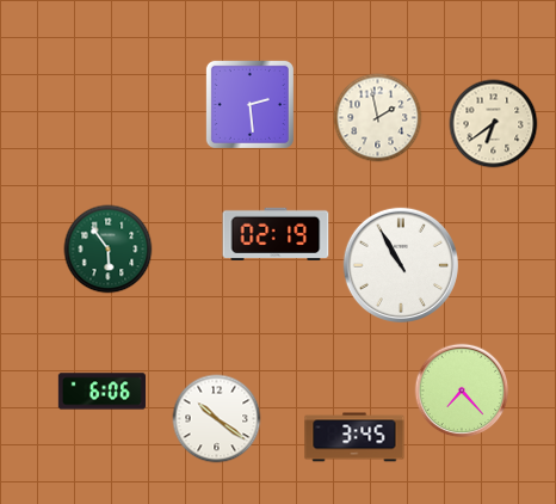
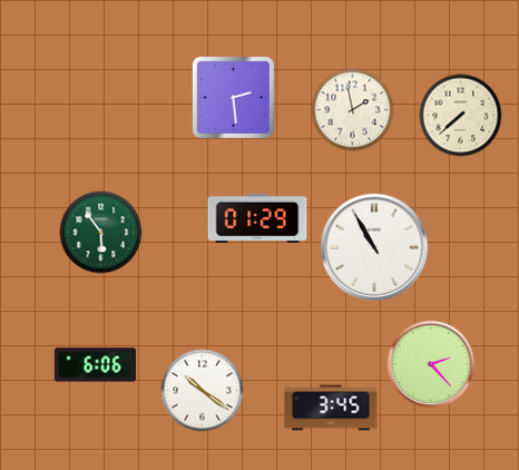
clock at (494, 124): 6:39 -> 7:38
clock at (276, 233): 02:19 -> 01:29
clock at (462, 391): 7:23 -> 2:23
